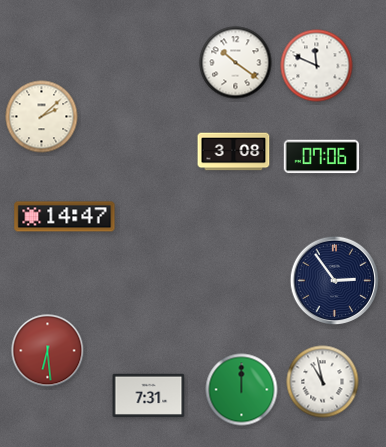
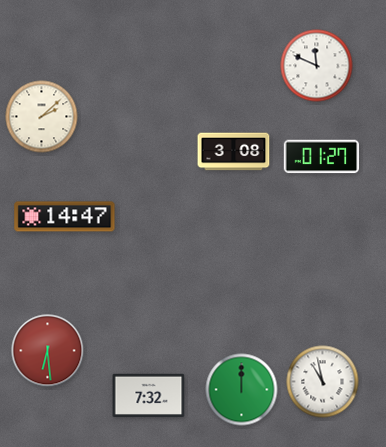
clock at (236, 63): 10:21 -> none
clock at (322, 157): 07:06 -> 01:27
clock at (335, 281): 2:54 -> none
clock at (149, 396): 7:31 -> 7:32
